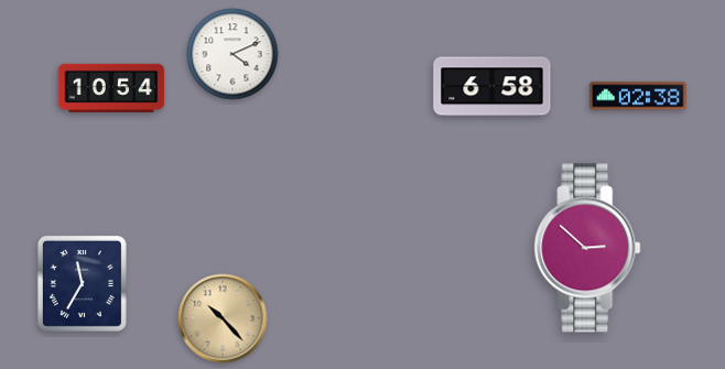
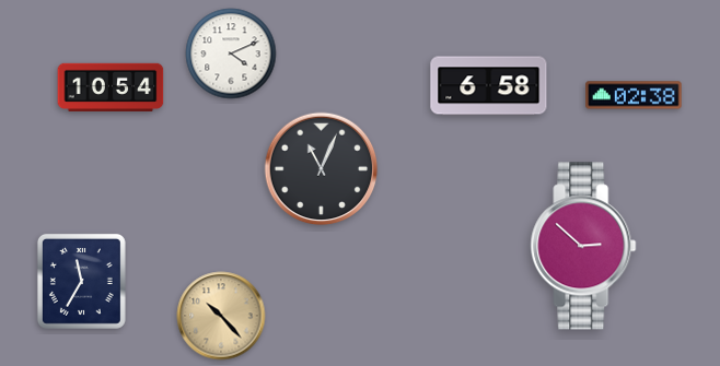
clock at (322, 169): none -> 11:04
